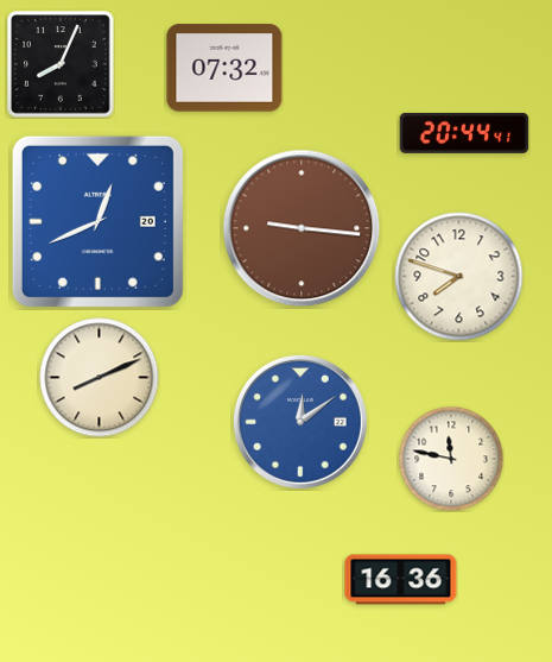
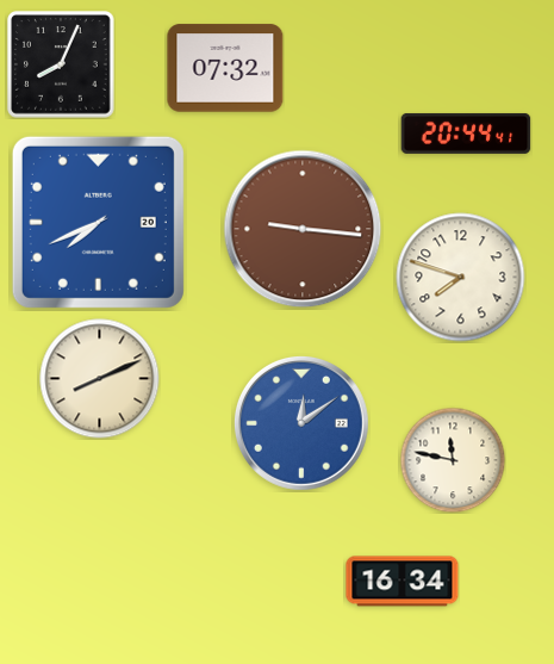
clock at (97, 221): 12:41 -> 7:41
clock at (401, 580): 16:36 -> 16:34
